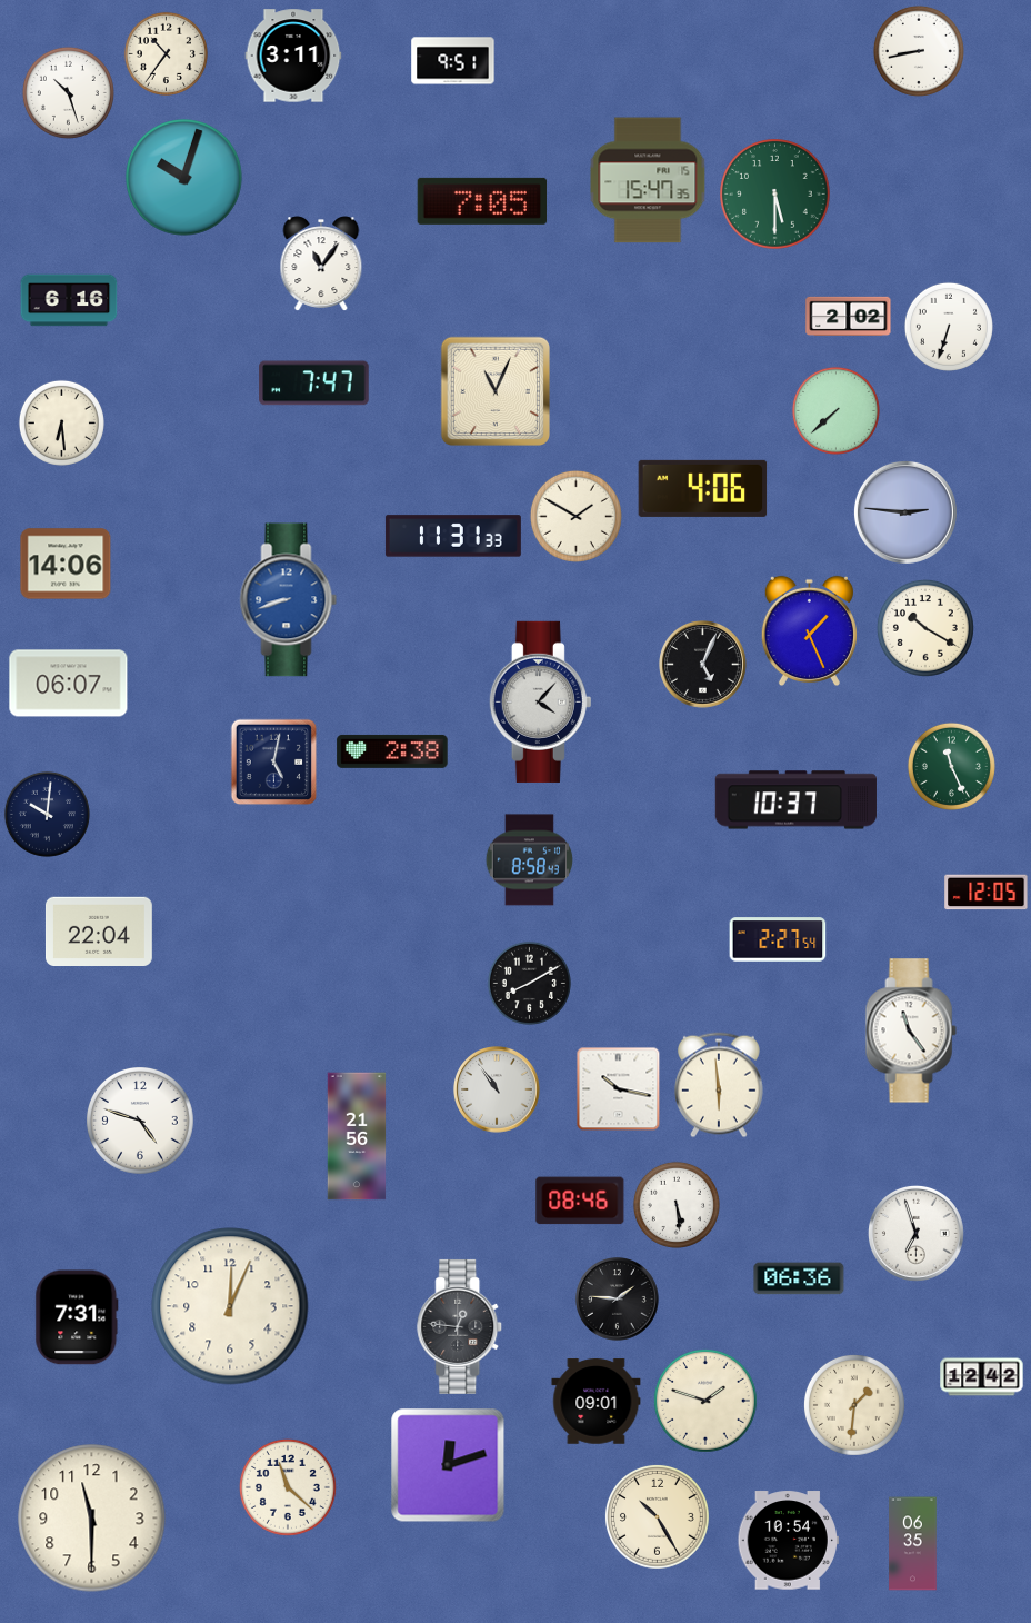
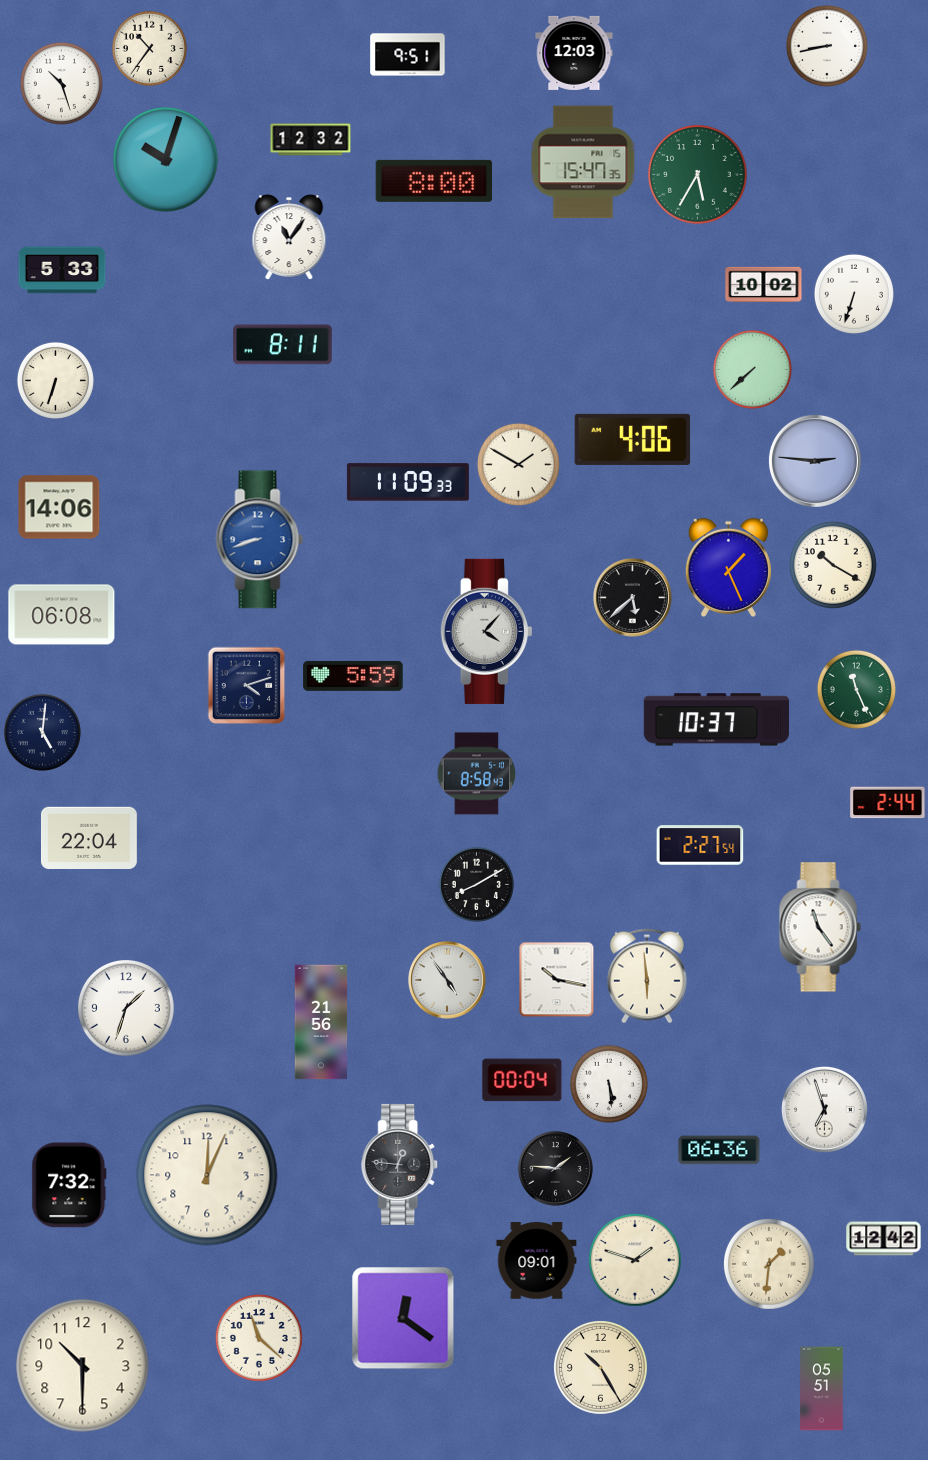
clock at (293, 56): 3:11 -> none
clock at (574, 53): none -> 12:03
clock at (311, 140): none -> 12:32
clock at (775, 195): 5:30 -> 5:35
clock at (482, 201): 7:05 -> 8:00
clock at (69, 300): 6:16 -> 5:33
clock at (849, 316): 2:02 -> 10:02
clock at (314, 384): 7:47 -> 8:11
clock at (494, 390): 11:04 -> none
clock at (61, 422): 6:29 -> 6:33
clock at (453, 536): 11:31 -> 11:09
clock at (703, 665): 5:04 -> 5:38
clock at (69, 684): 06:07 -> 06:08
clock at (392, 751): 2:38 -> 5:59
clock at (274, 763): 5:02 -> 4:12
clock at (47, 814): 10:01 -> 5:01
clock at (987, 893): 12:05 -> 2:44
clock at (497, 1089): 10:54 -> 4:54
clock at (141, 1122): 4:48 -> 1:33
clock at (580, 1201): 08:46 -> 00:04
clock at (77, 1317): 7:31 -> 7:32
clock at (460, 1326) position: (460, 1326) -> (400, 1164)
clock at (448, 1465): 12:12 -> 12:21
clock at (657, 1516) position: (657, 1516) -> (600, 1367)
clock at (92, 1519): 11:30 -> 10:30
clock at (788, 1541): 10:54 -> none
clock at (913, 1544): 06:35 -> 05:51
